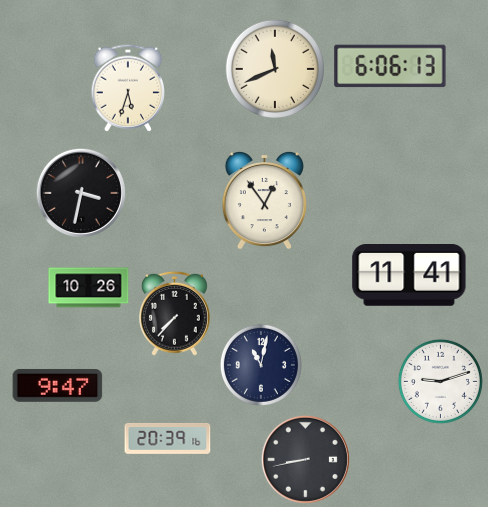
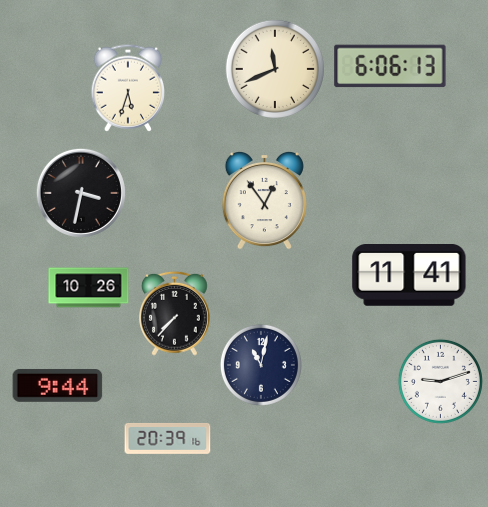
clock at (58, 385): 9:47 -> 9:44
clock at (305, 459): 8:43 -> none
